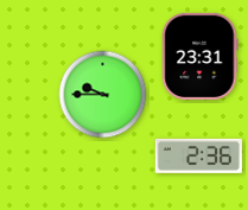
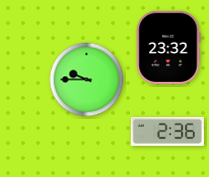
clock at (199, 56): 23:31 -> 23:32
